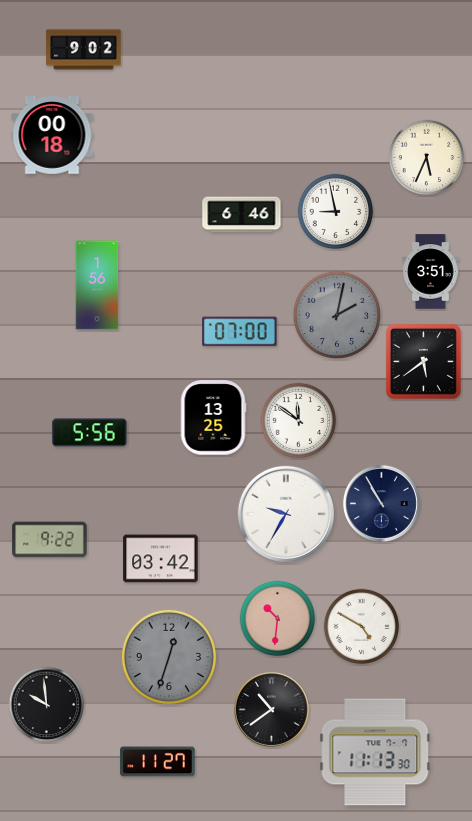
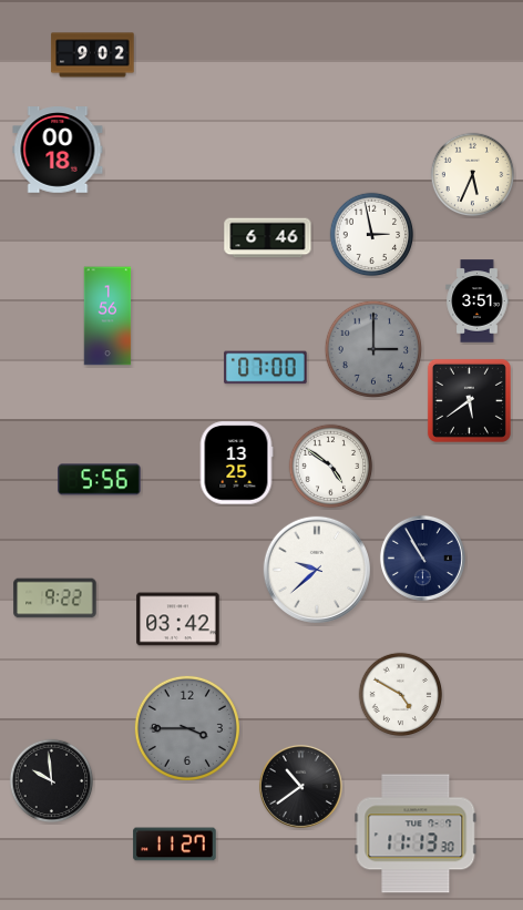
clock at (336, 212): 8:58 -> 2:58
clock at (337, 315): 2:02 -> 3:00
clock at (299, 421): 11:51 -> 4:51
clock at (285, 513): 9:35 -> 9:38
clock at (278, 619): 10:31 -> none
clock at (169, 657): 12:33 -> 3:45
